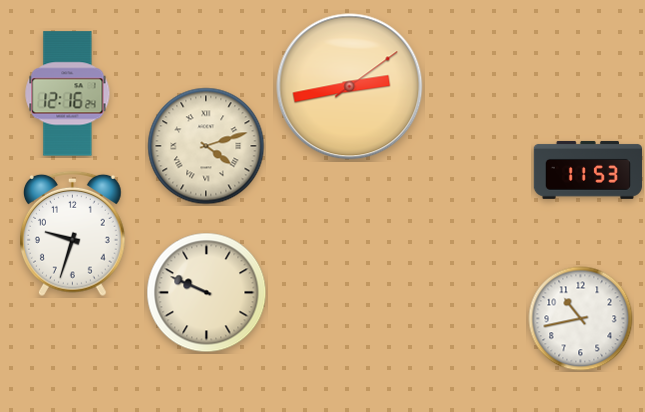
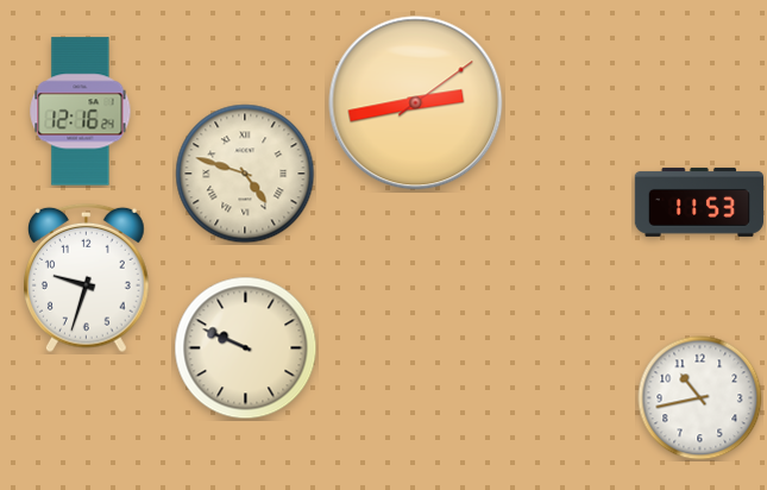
clock at (206, 146): 4:12 -> 4:48
clock at (581, 319) position: (581, 319) -> (700, 398)
